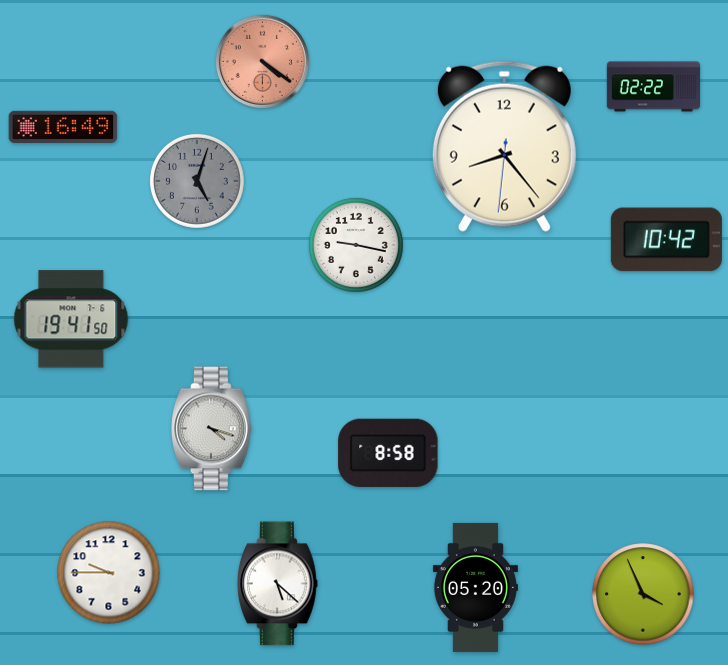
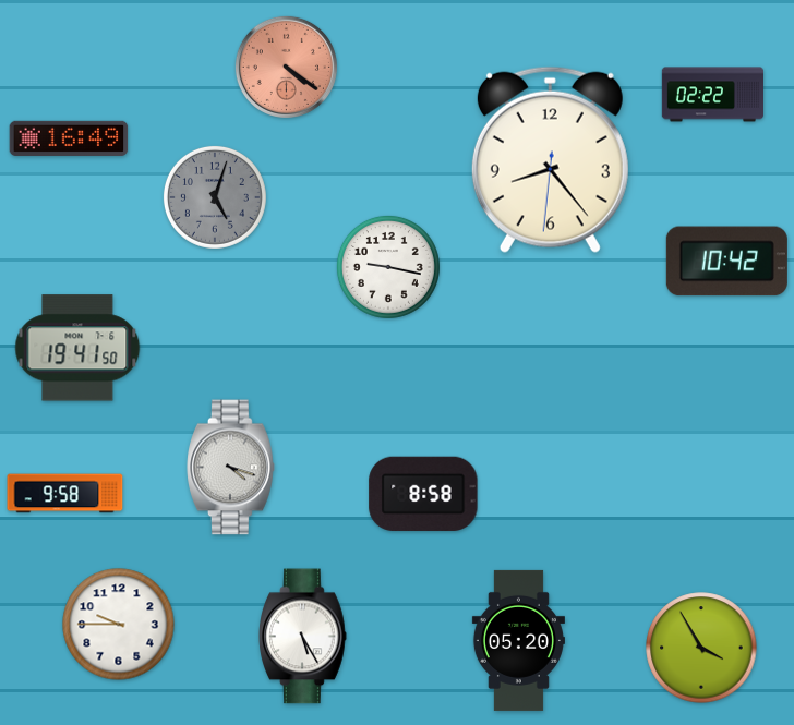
clock at (65, 494): none -> 9:58
clock at (278, 584): 5:22 -> 5:25
clock at (643, 594): 3:56 -> 3:55
